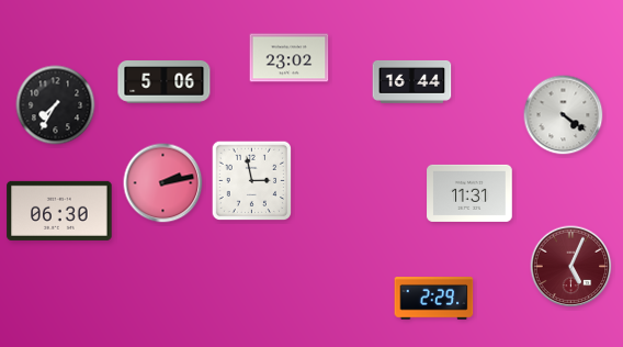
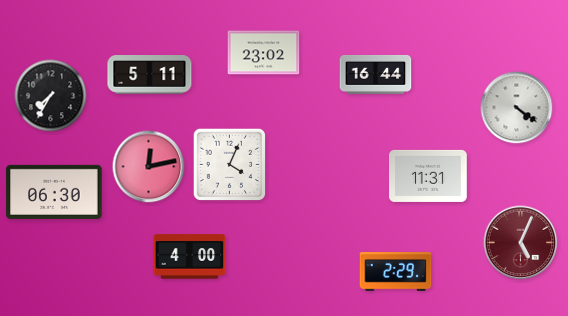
clock at (165, 82): 5:06 -> 5:11
clock at (564, 115) position: (564, 115) -> (517, 108)
clock at (252, 181): 2:58 -> 4:04
clock at (163, 183): 2:13 -> 12:13
clock at (190, 257): none -> 4:00
